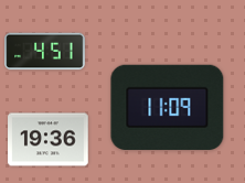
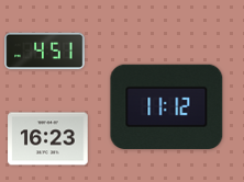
clock at (168, 107): 11:09 -> 11:12
clock at (49, 140): 19:36 -> 16:23
